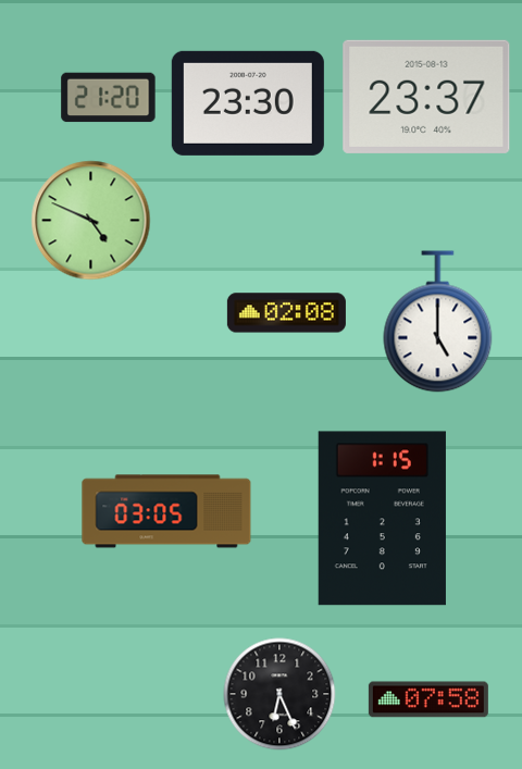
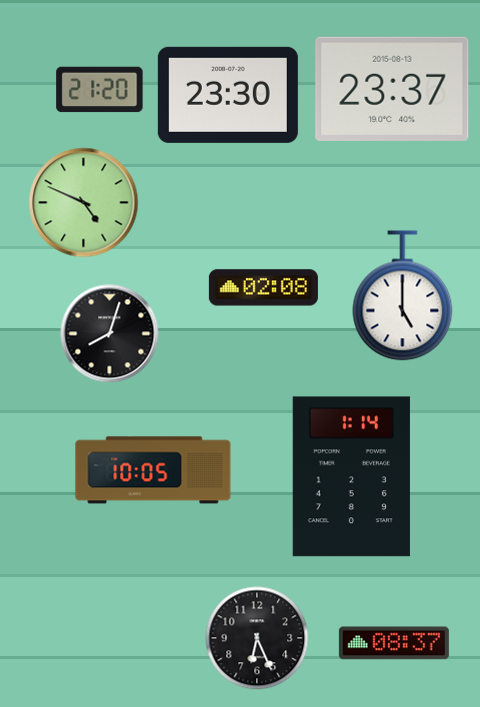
clock at (110, 334): none -> 8:03
clock at (166, 511): 03:05 -> 10:05
clock at (382, 519): 1:15 -> 1:14
clock at (428, 699): 07:58 -> 08:37
